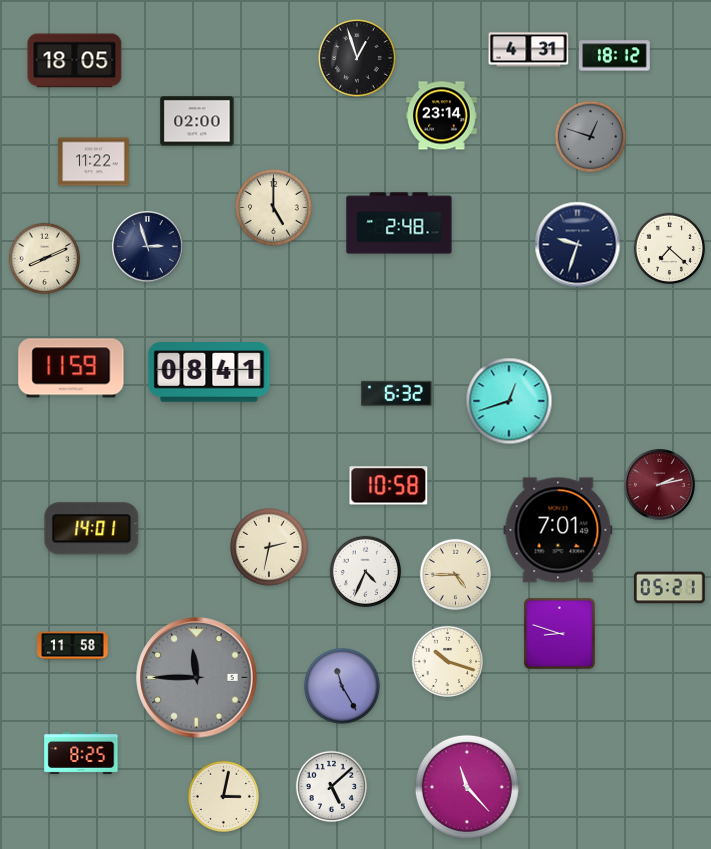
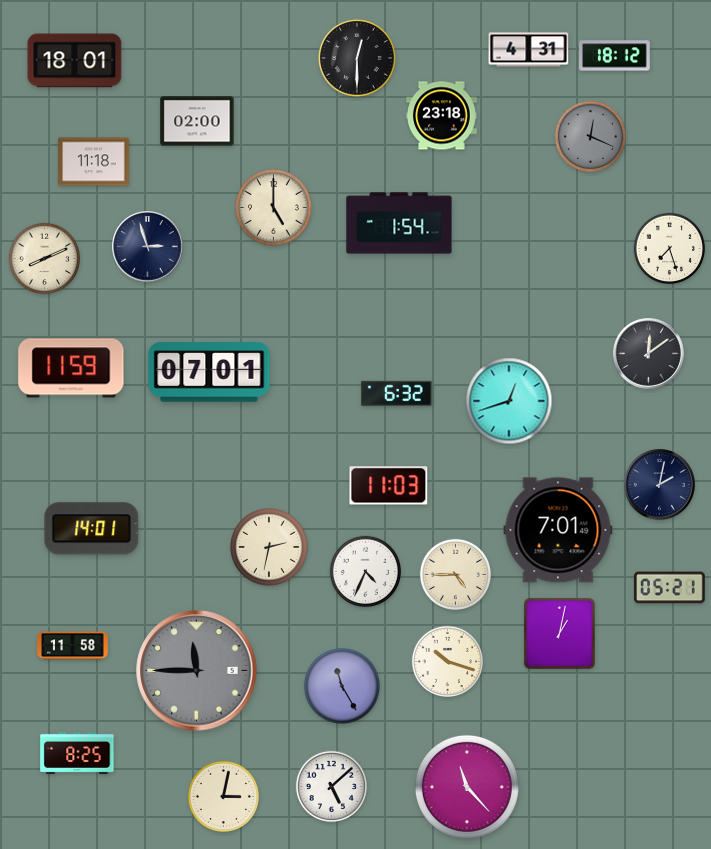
clock at (357, 58): 12:57 -> 12:30
clock at (75, 61): 18:05 -> 18:01
clock at (442, 116): 23:14 -> 23:18
clock at (591, 137): 12:48 -> 12:19
clock at (94, 162): 11:22 -> 11:18
clock at (399, 223): 2:48 -> 1:54
clock at (578, 245): 9:33 -> none
clock at (670, 249): 7:22 -> 7:27
clock at (649, 354): none -> 12:09
clock at (209, 372): 08:41 -> 07:01
clock at (660, 485): 2:13 -> 2:02
clock at (660, 485) dial: burgundy -> navy
clock at (389, 486): 10:58 -> 11:03
clock at (559, 633): 8:48 -> 1:02
clock at (197, 678) position: (197, 678) -> (197, 671)
clock at (81, 753) position: (81, 753) -> (77, 753)
